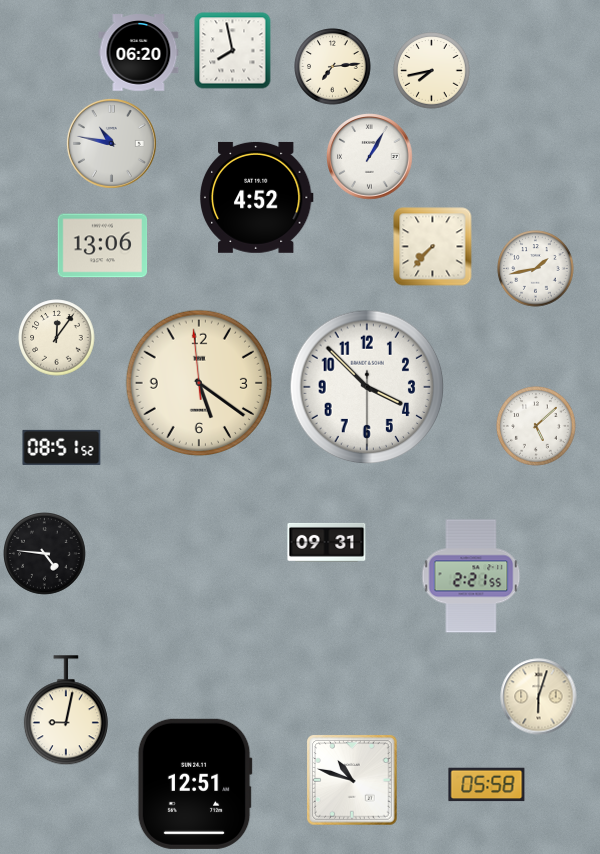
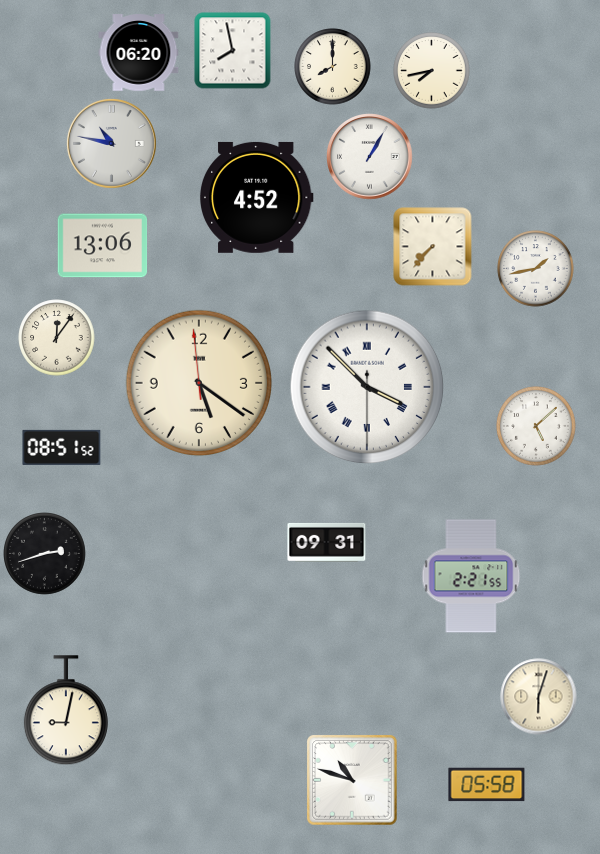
clock at (333, 67): 7:14 -> 8:00
clock at (367, 387) numerals: Arabic -> Roman
clock at (45, 554): 4:46 -> 2:42
clock at (195, 784): 12:51 -> none
